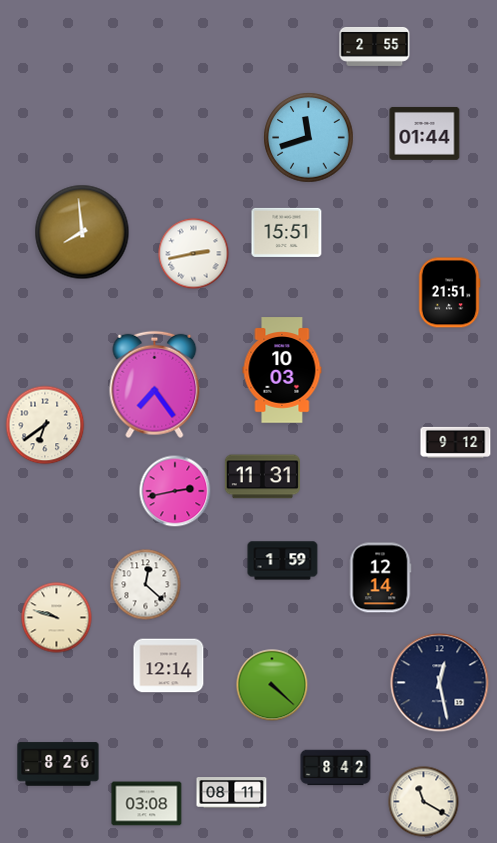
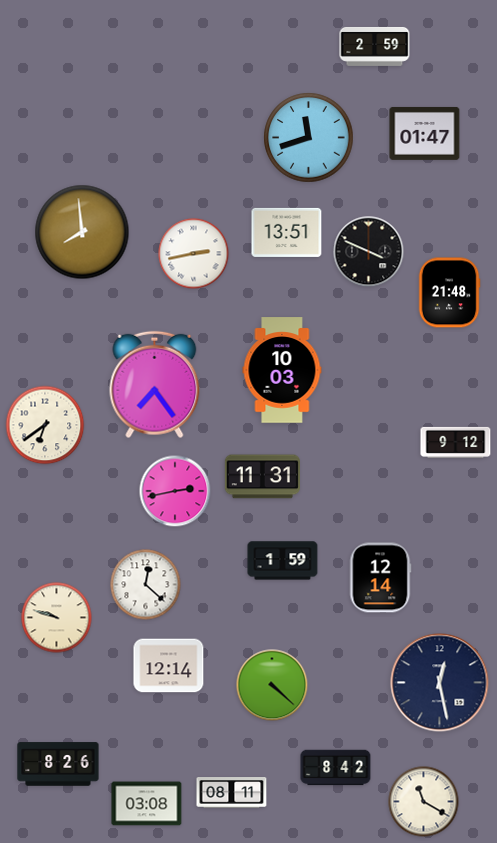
clock at (375, 47): 2:55 -> 2:59
clock at (425, 134): 01:44 -> 01:47
clock at (287, 232): 15:51 -> 13:51
clock at (369, 252): none -> 3:49
clock at (449, 293): 21:51 -> 21:48
